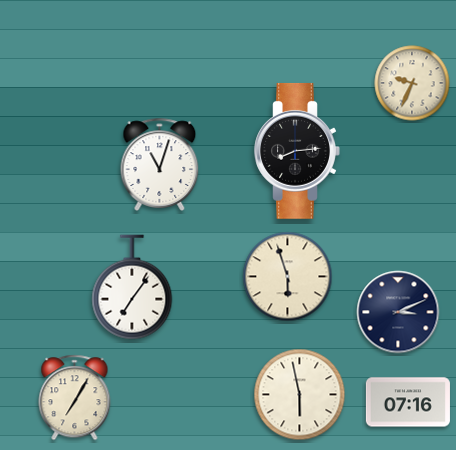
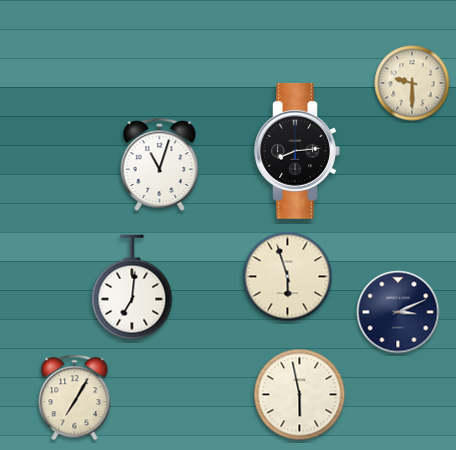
clock at (412, 83): 9:34 -> 9:30
clock at (132, 287): 7:06 -> 7:01
clock at (408, 402): 07:16 -> none
